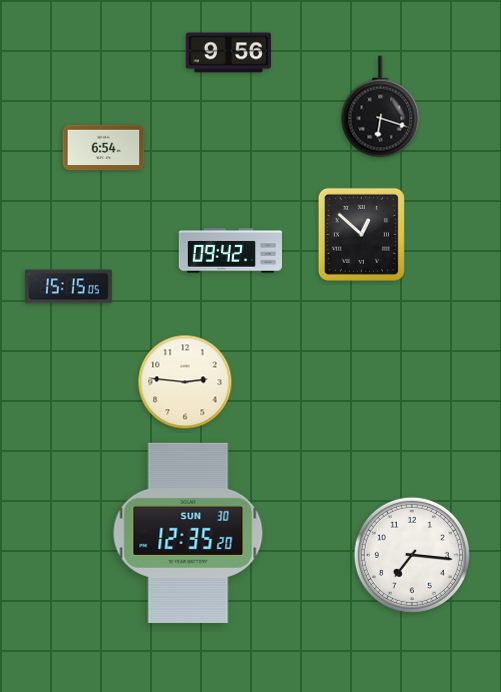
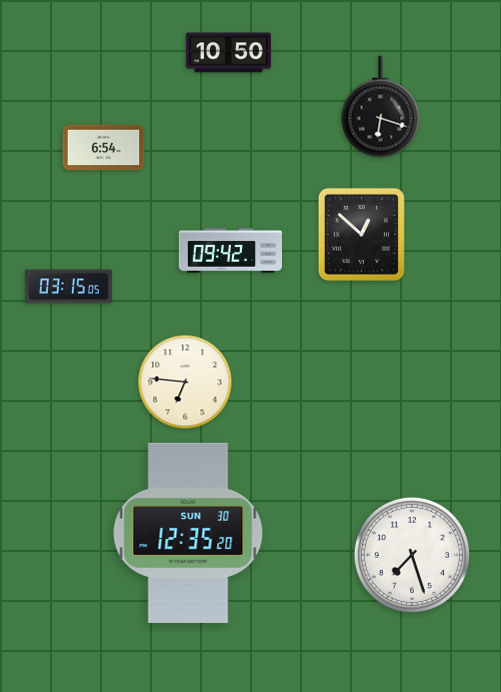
clock at (228, 53): 9:56 -> 10:50
clock at (68, 287): 15:15 -> 03:15
clock at (185, 382): 2:46 -> 6:46
clock at (412, 555): 7:16 -> 7:27
